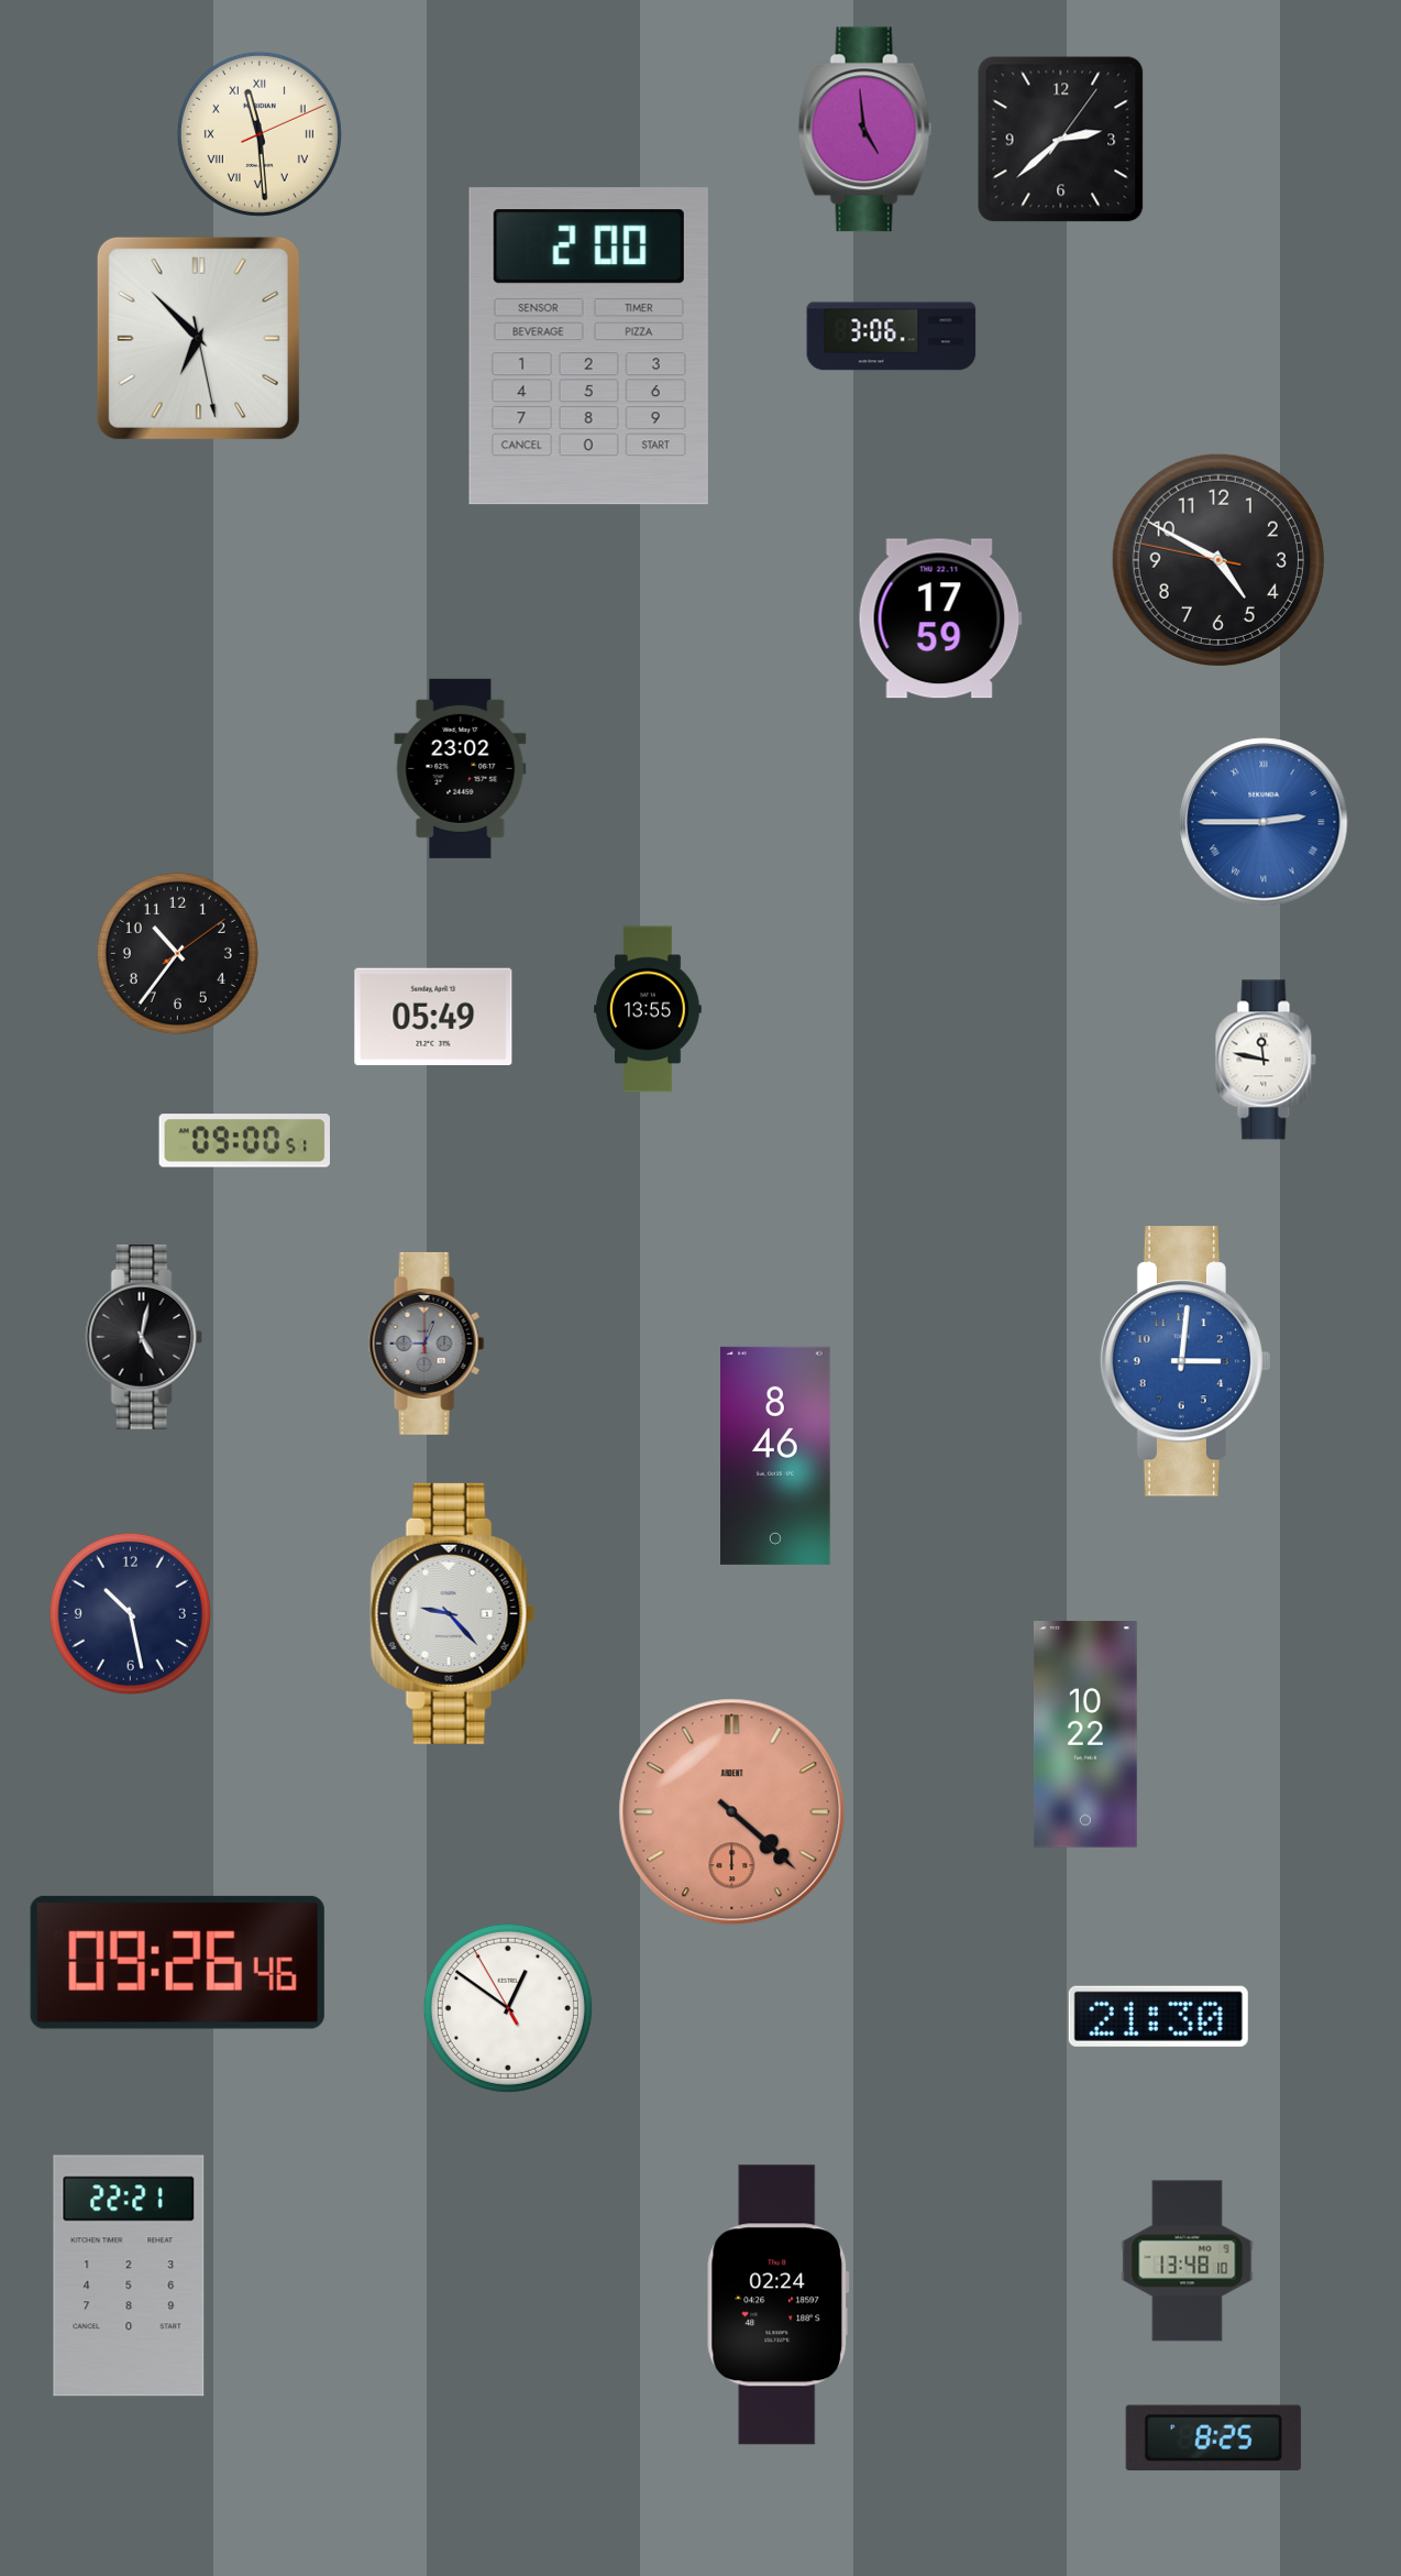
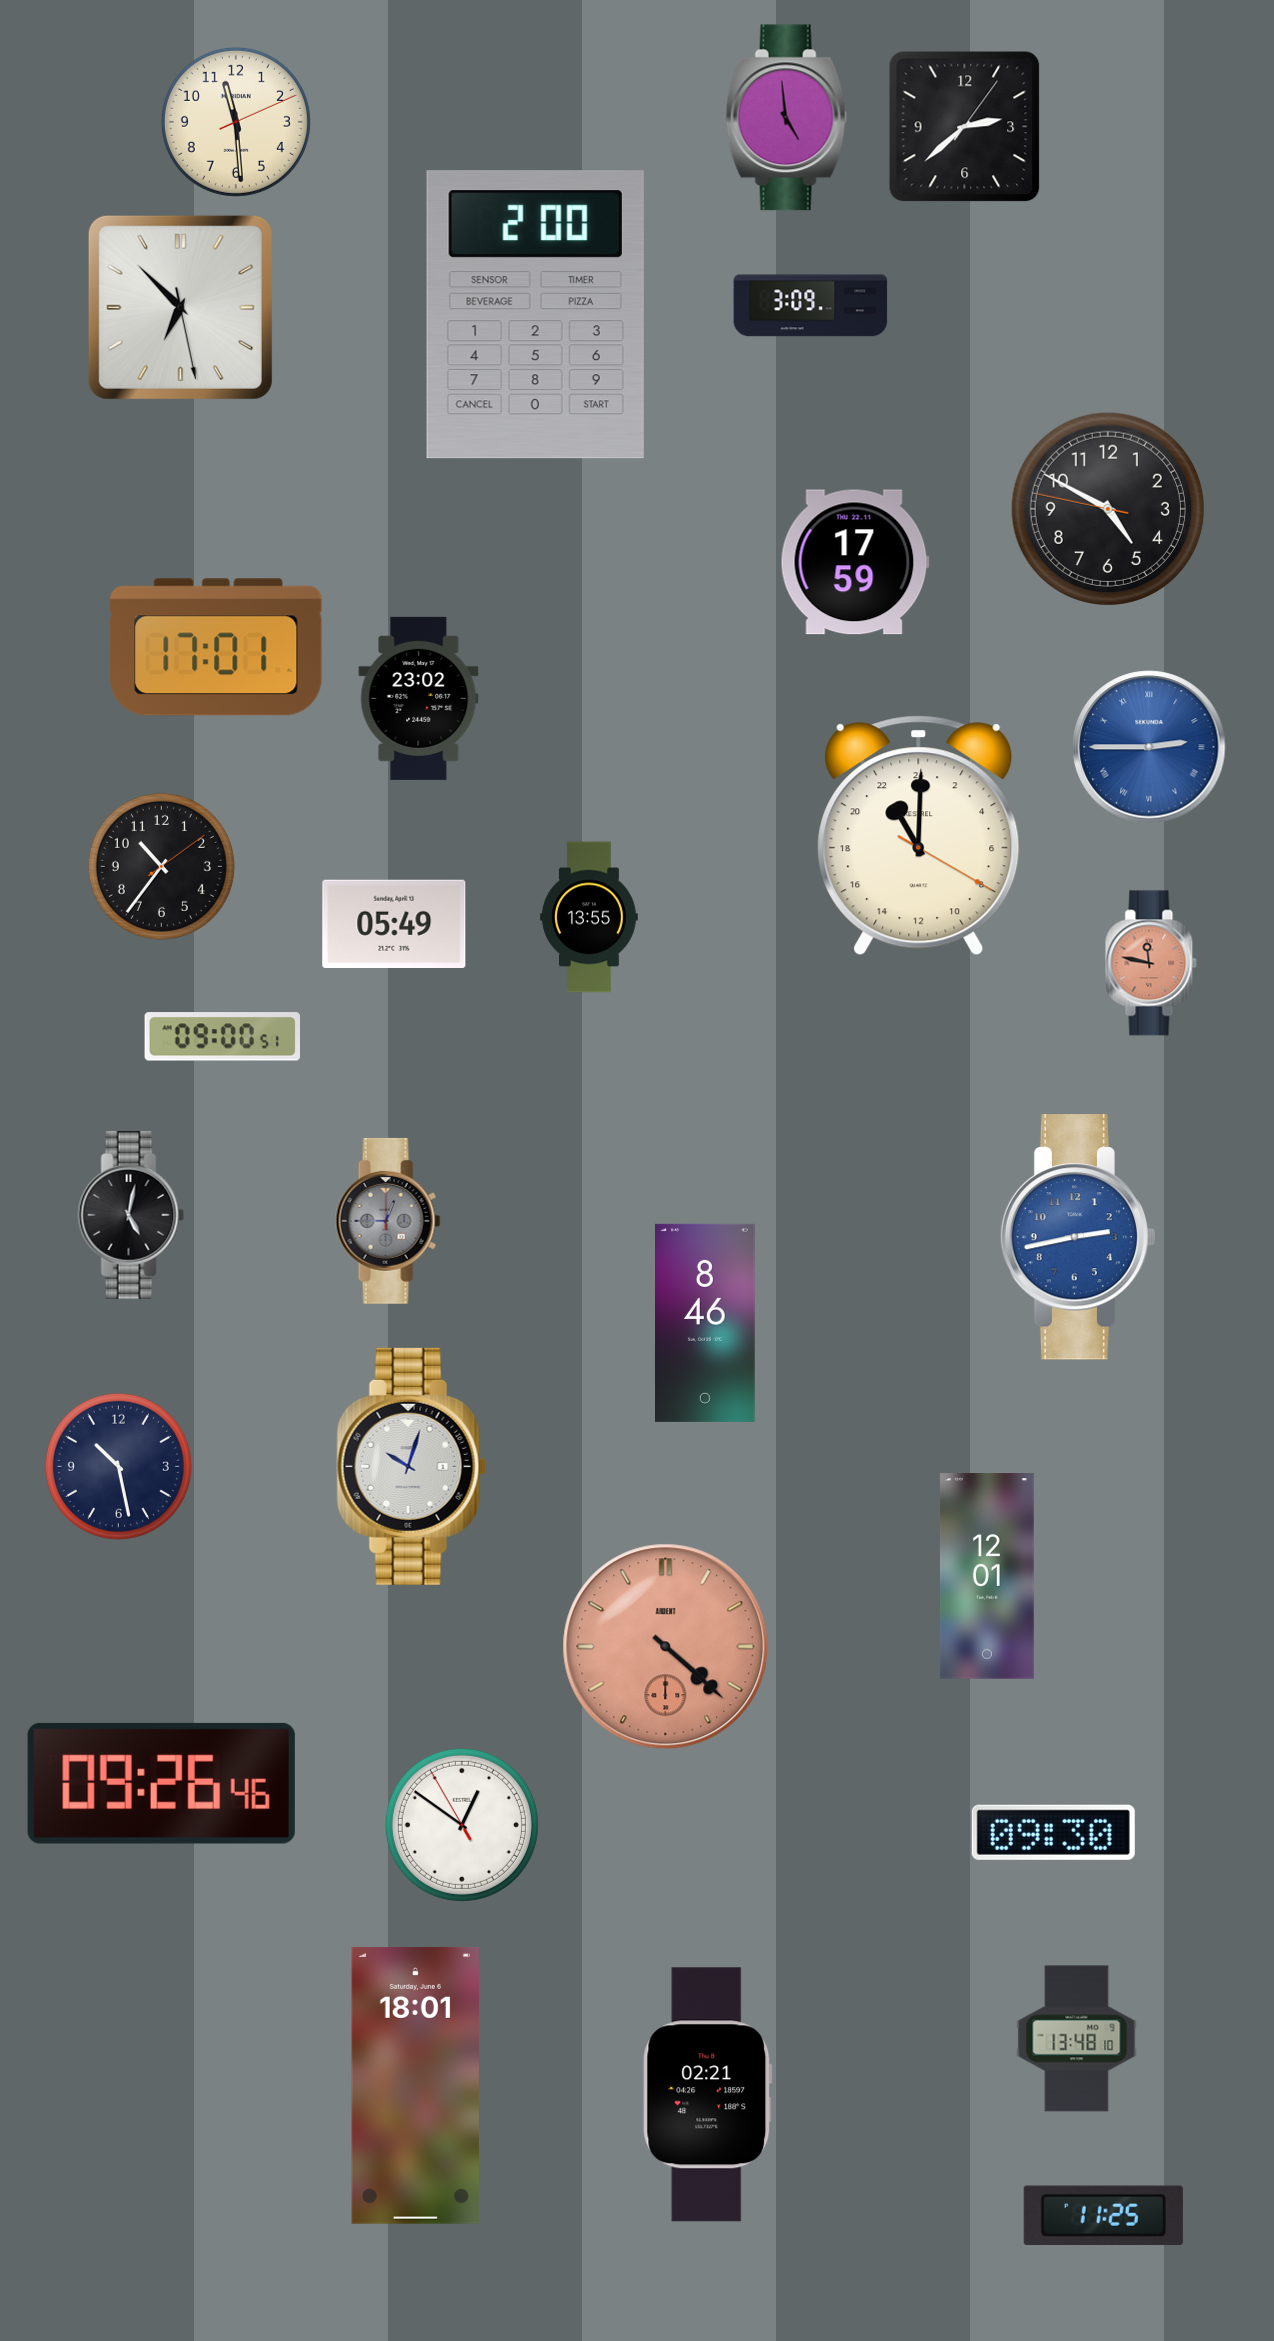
clock at (260, 134) numerals: Roman -> Arabic
clock at (892, 337): 3:06 -> 3:09
clock at (216, 647): none -> 17:01
clock at (919, 836): none -> 22:00
clock at (1266, 1060) dial: white -> salmon
clock at (1185, 1361): 3:01 -> 2:43
clock at (453, 1613): 9:23 -> 10:03
clock at (1085, 1734): 10:22 -> 12:01
clock at (1158, 2016): 21:30 -> 09:30
clock at (1188, 2261) position: (1188, 2261) -> (1077, 2039)
clock at (129, 2276): 22:21 -> none
clock at (415, 2085): none -> 18:01
clock at (779, 2305): 02:24 -> 02:21
clock at (1213, 2438): 8:25 -> 11:25
